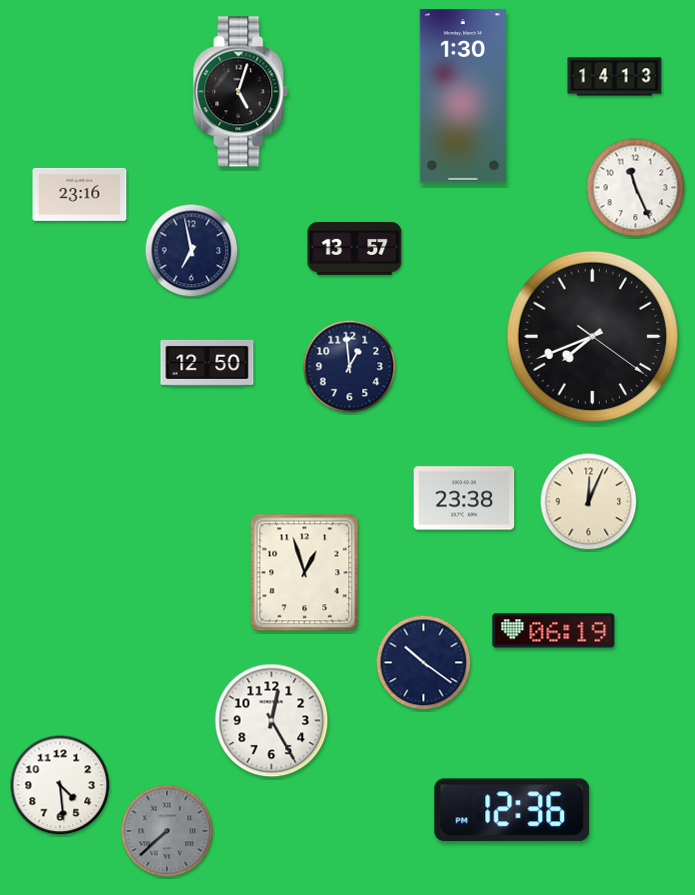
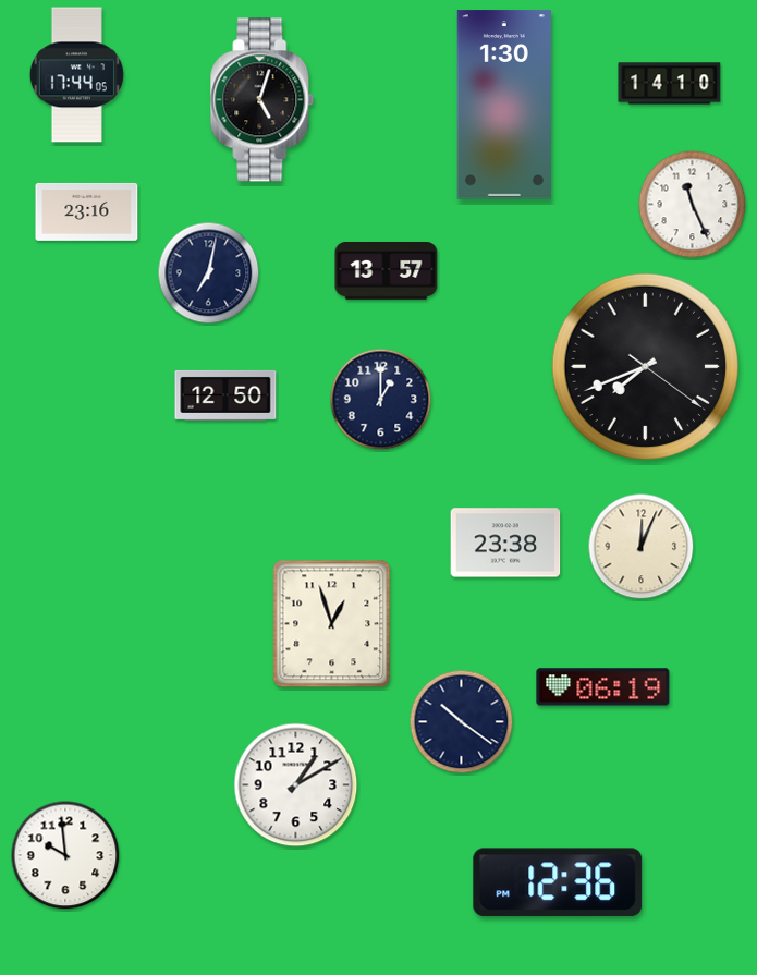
clock at (76, 75): none -> 17:44
clock at (615, 77): 14:13 -> 14:10
clock at (192, 251): 6:58 -> 7:02
clock at (350, 367): 12:59 -> 1:00
clock at (272, 721): 12:25 -> 1:10
clock at (60, 785): 4:29 -> 9:59
clock at (167, 831): 7:38 -> none
